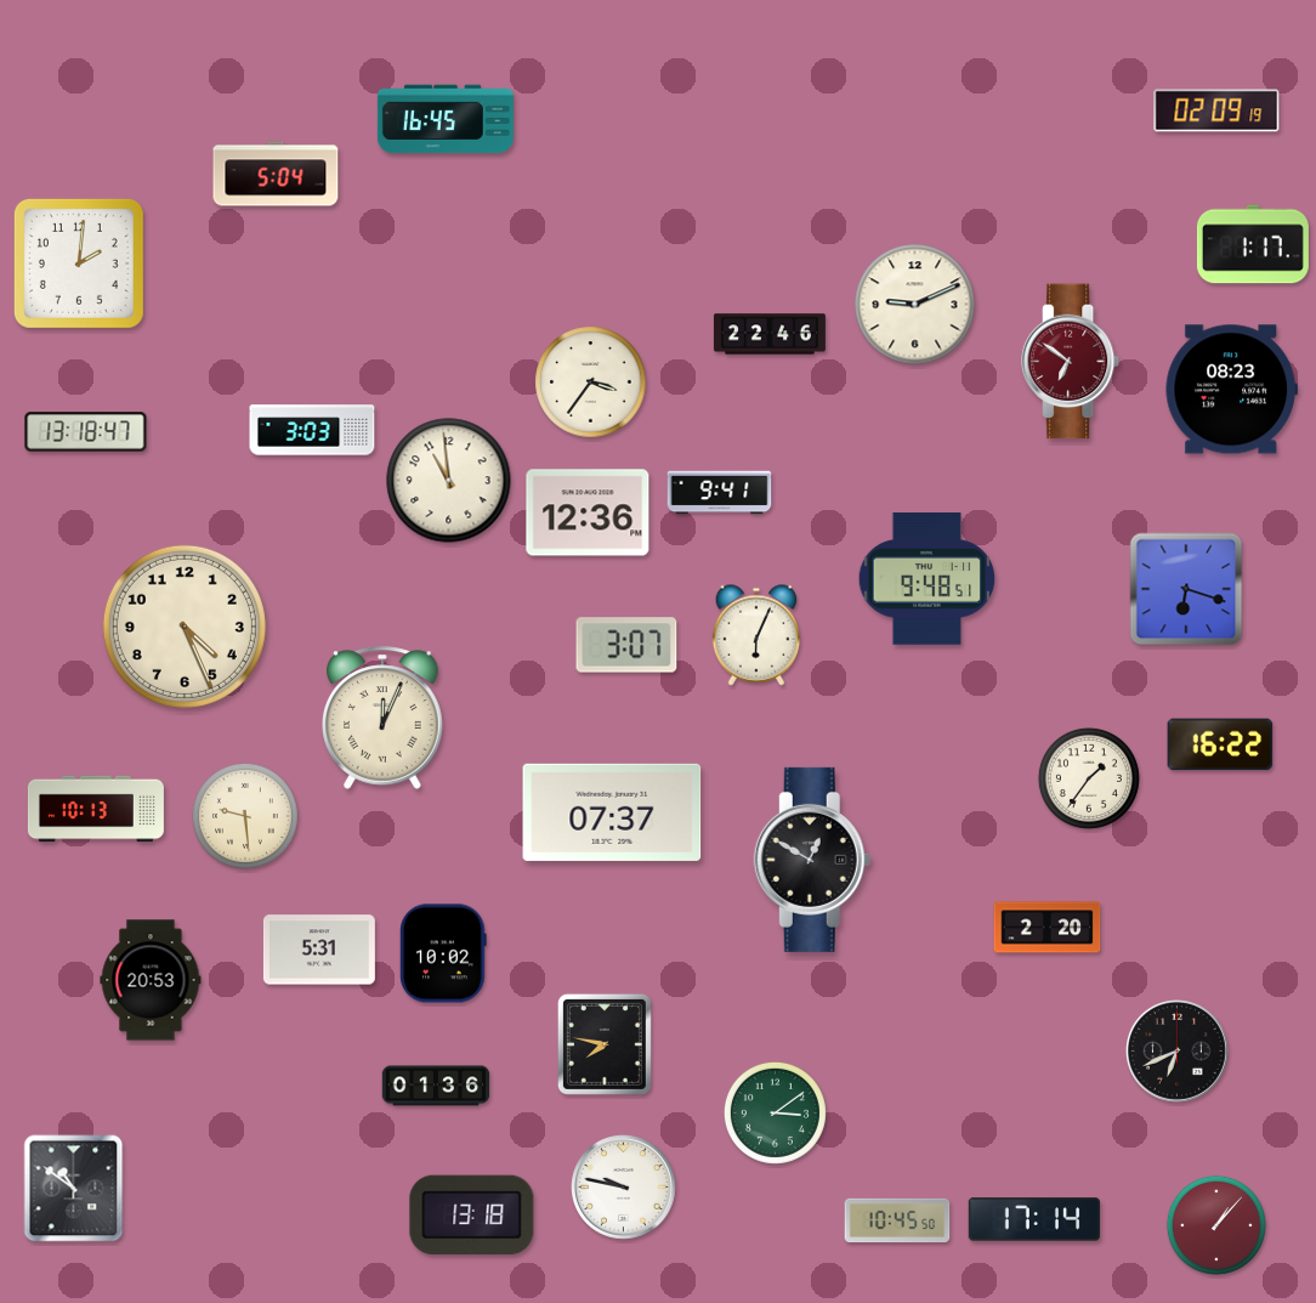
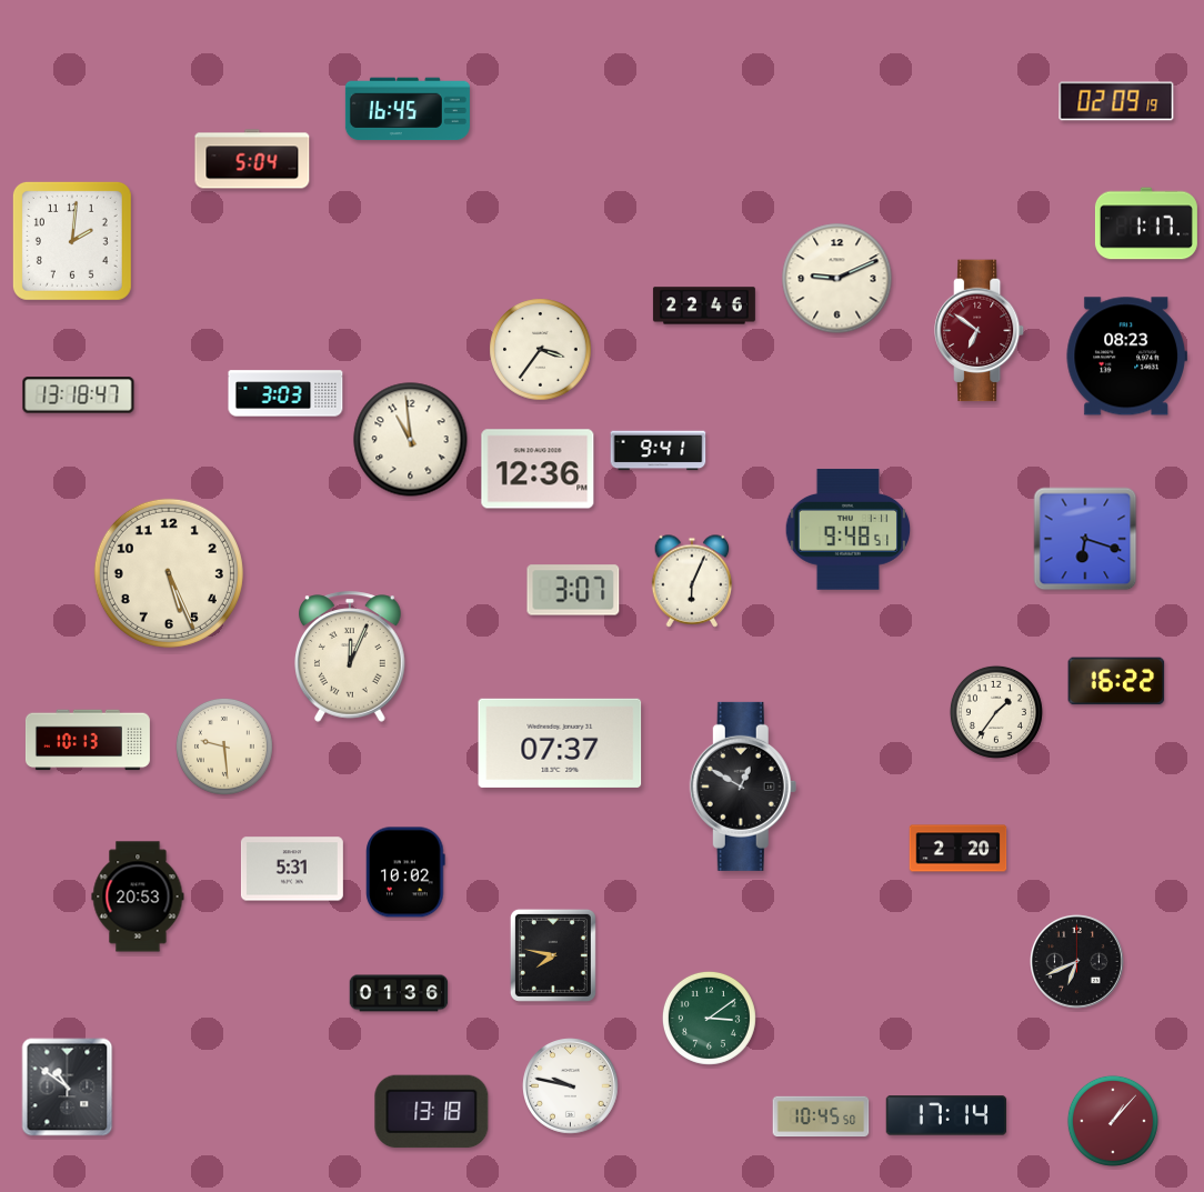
clock at (1216, 111) position: (1216, 111) -> (1116, 101)
clock at (185, 627): 4:26 -> 5:26
